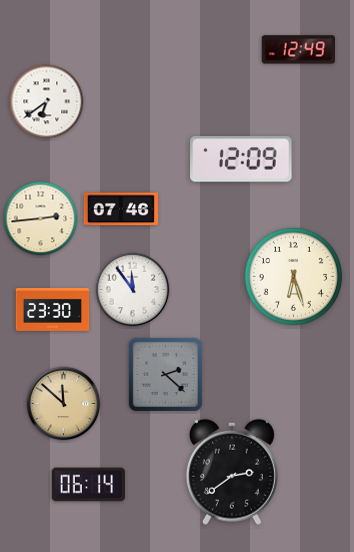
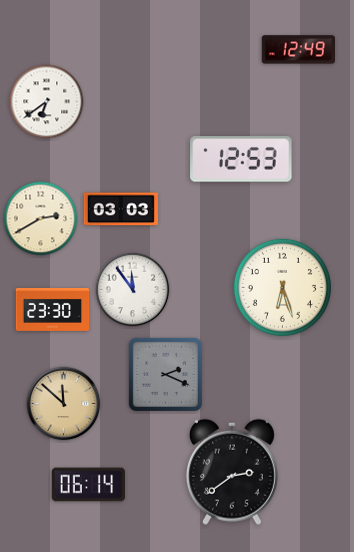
clock at (241, 159): 12:09 -> 12:53
clock at (121, 209): 07:46 -> 03:03
clock at (41, 219): 2:44 -> 2:40
clock at (293, 276) position: (293, 276) -> (282, 287)
clock at (165, 374): 2:22 -> 2:19
